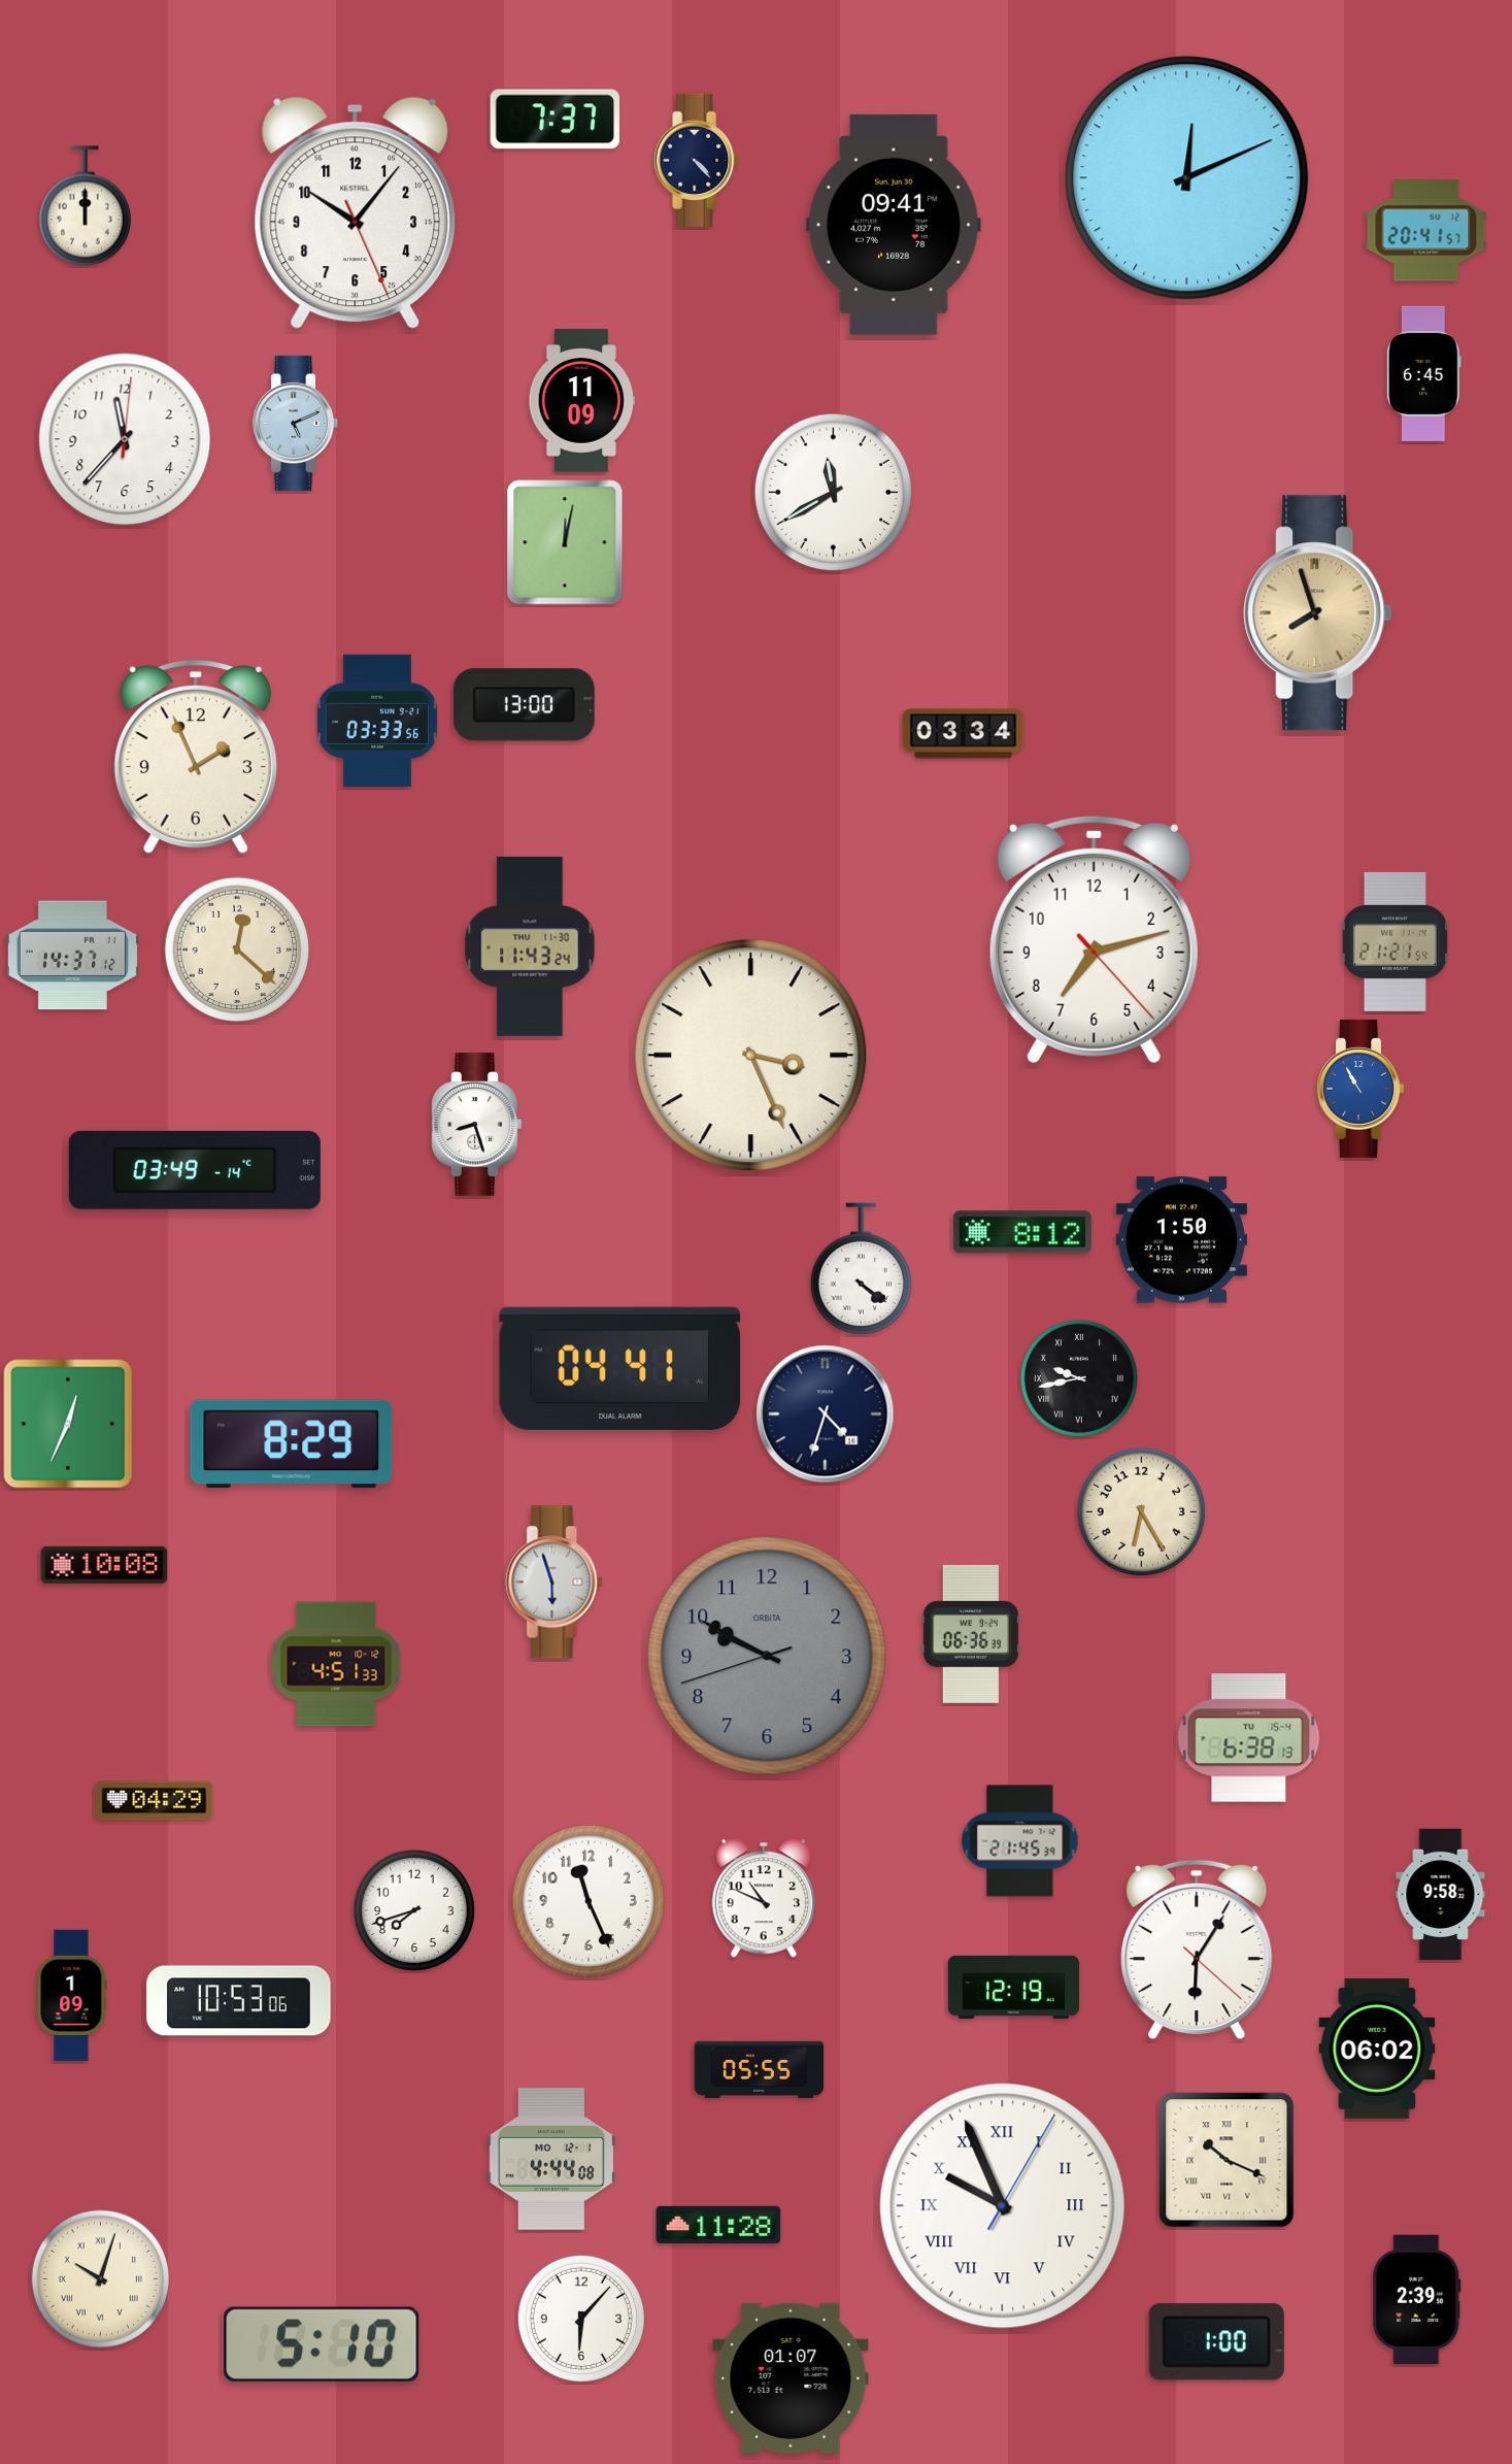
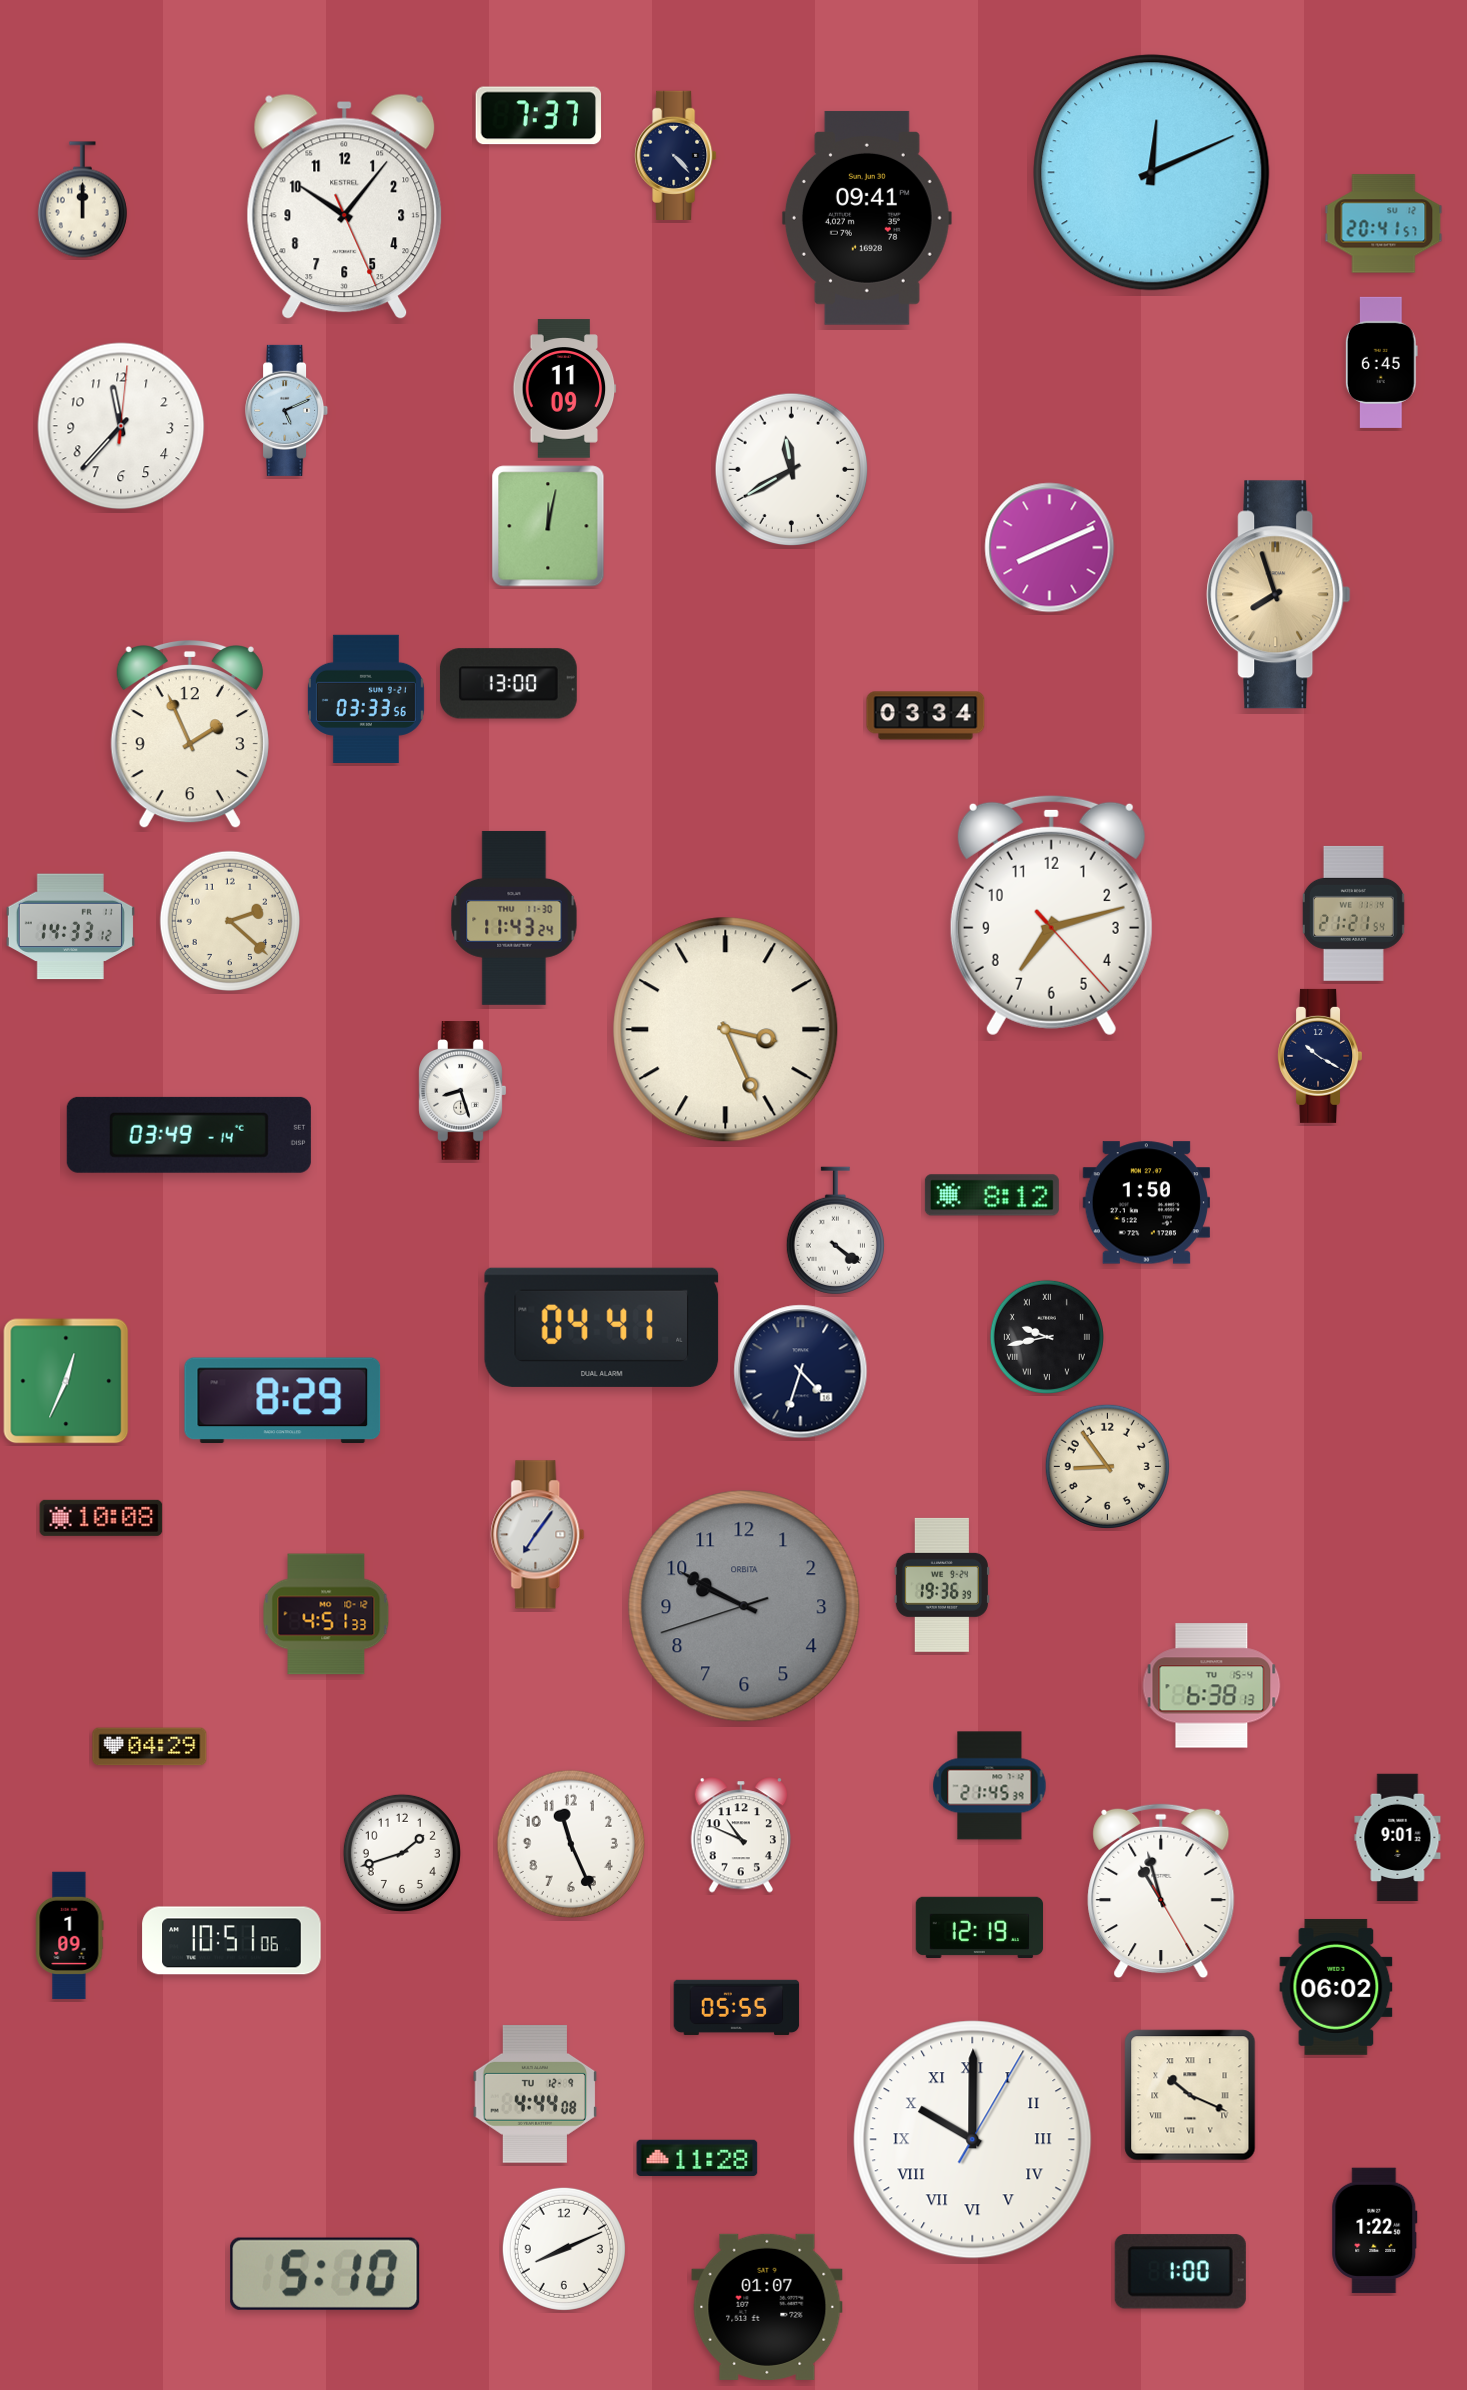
clock at (834, 493) position: (834, 493) -> (792, 470)
clock at (1050, 548): none -> 8:11
clock at (964, 734) position: (964, 734) -> (926, 716)
clock at (1094, 939) position: (1094, 939) -> (1051, 915)
clock at (236, 948): 12:22 -> 2:22
clock at (72, 956): 14:37 -> 14:33
clock at (751, 1056) position: (751, 1056) -> (726, 1030)
clock at (1359, 1089): 10:55 -> 10:20
clock at (1359, 1089) dial: blue -> navy
clock at (1141, 1511): 6:25 -> 8:54
clock at (555, 1583): 5:57 -> 7:06
clock at (971, 1634): 06:36 -> 19:36
clock at (1441, 1895): 9:58 -> 9:01
clock at (764, 1898) position: (764, 1898) -> (741, 1835)
clock at (414, 1910): 7:42 -> 1:42
clock at (1197, 1950): 6:05 -> 10:57
clock at (1014, 1987) position: (1014, 1987) -> (980, 1927)
clock at (239, 2001): 10:53 -> 10:51
clock at (551, 2160) date: MO 12-1 -> TU 12-9
clock at (1003, 2206): 9:56 -> 10:00
clock at (100, 2278): 10:03 -> none
clock at (1417, 2300): 2:39 -> 1:22
clock at (581, 2319): 6:07 -> 8:11
clock at (322, 2344) position: (322, 2344) -> (325, 2274)
